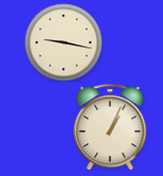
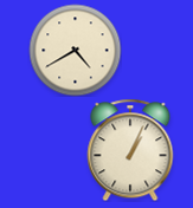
clock at (63, 42): 9:17 -> 4:40
